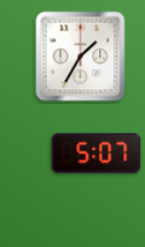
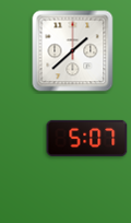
clock at (81, 57): 1:35 -> 1:38
